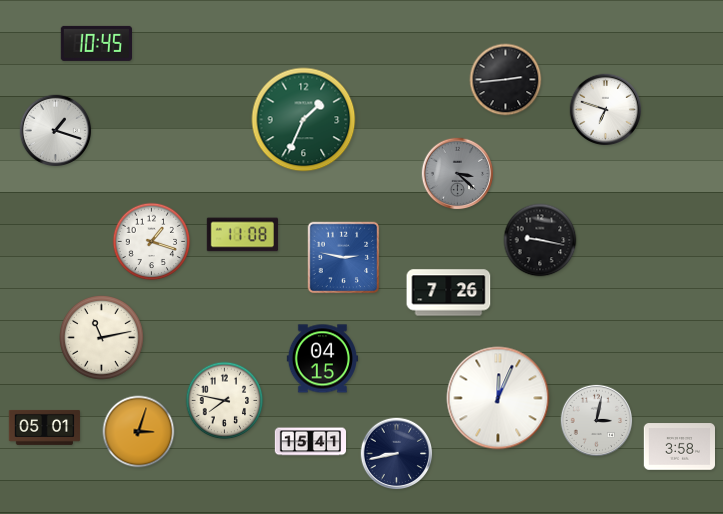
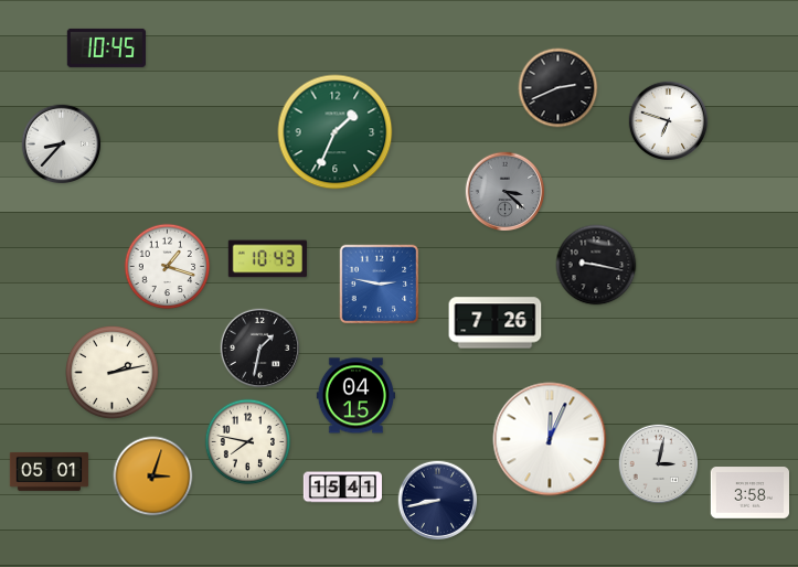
clock at (506, 80): 2:44 -> 2:41
clock at (56, 131): 1:18 -> 8:37
clock at (242, 235): 11:08 -> 10:43
clock at (260, 349): none -> 1:32
clock at (102, 338): 11:13 -> 2:13
